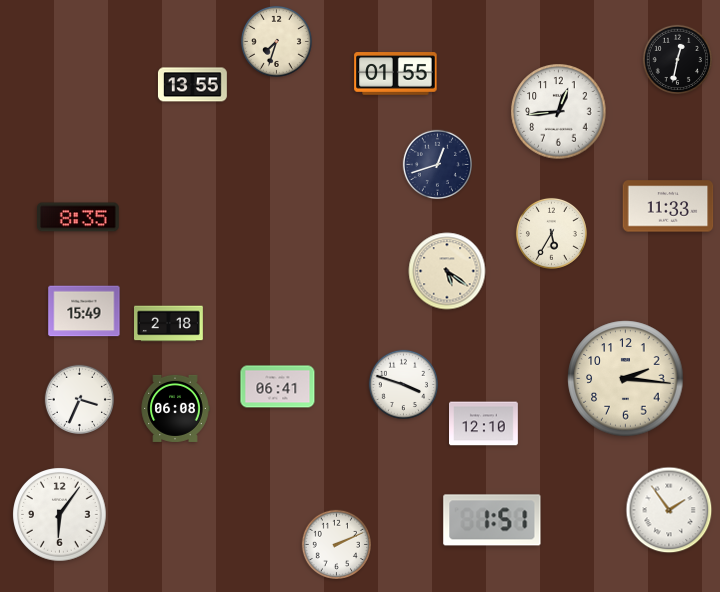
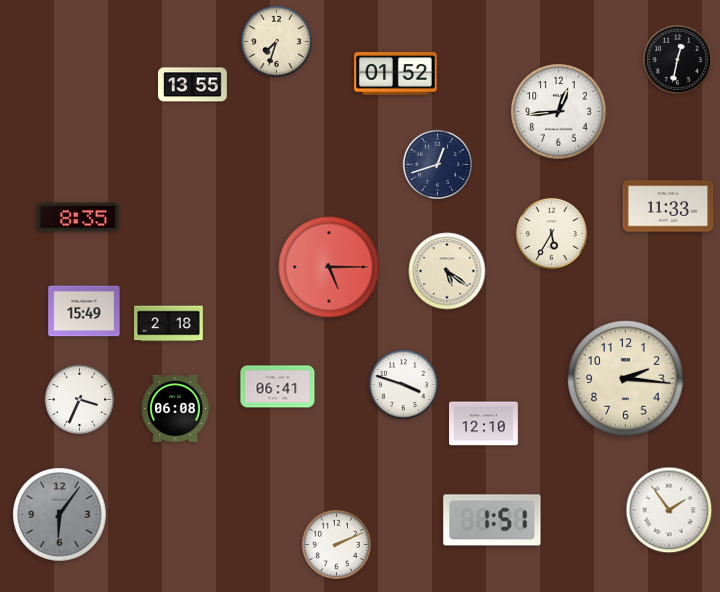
clock at (396, 74): 01:55 -> 01:52
clock at (329, 267): none -> 5:15
clock at (60, 515) dial: white -> grey
